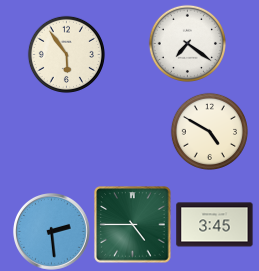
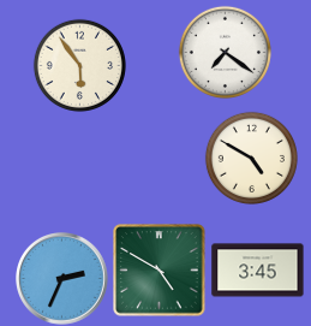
clock at (133, 225): 4:45 -> 4:50
clock at (52, 232): 2:29 -> 2:34
